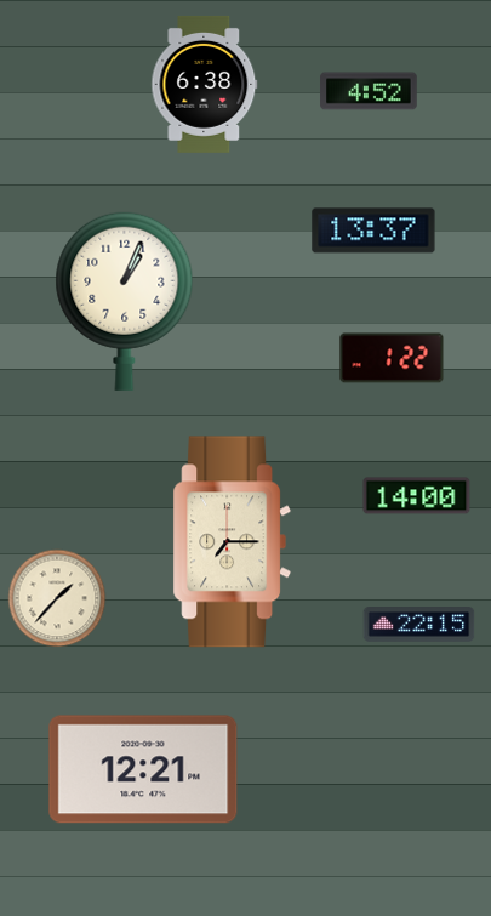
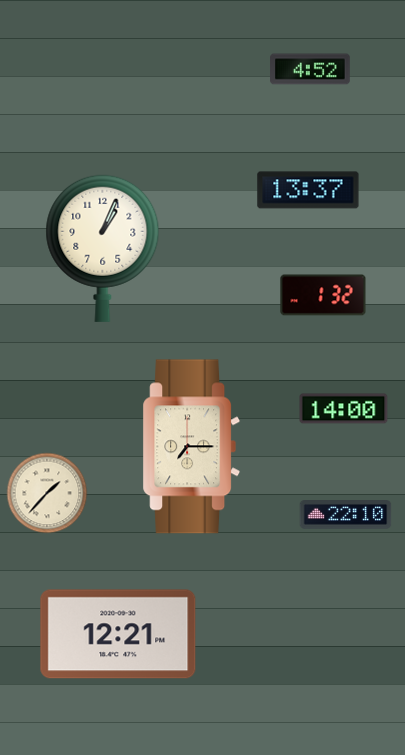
clock at (205, 84): 6:38 -> none
clock at (369, 91) position: (369, 91) -> (310, 69)
clock at (392, 358): 1:22 -> 1:32
clock at (419, 625): 22:15 -> 22:10
